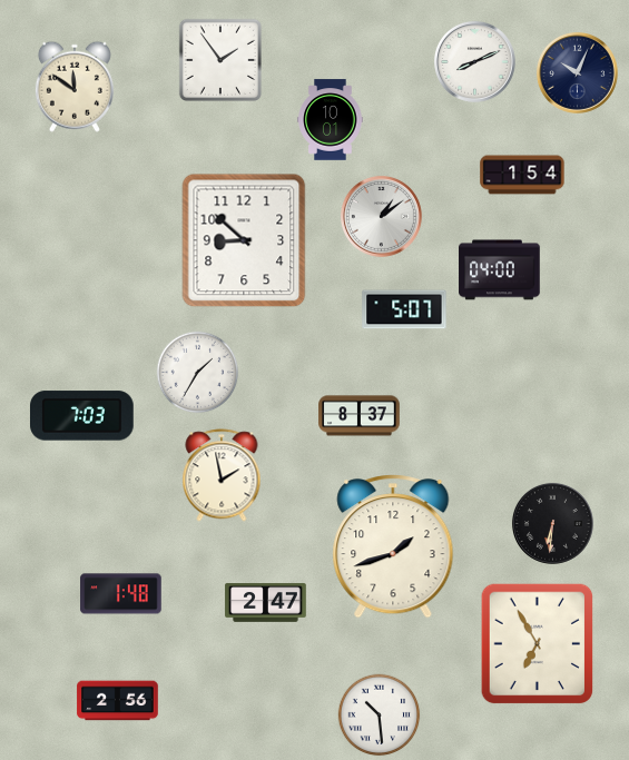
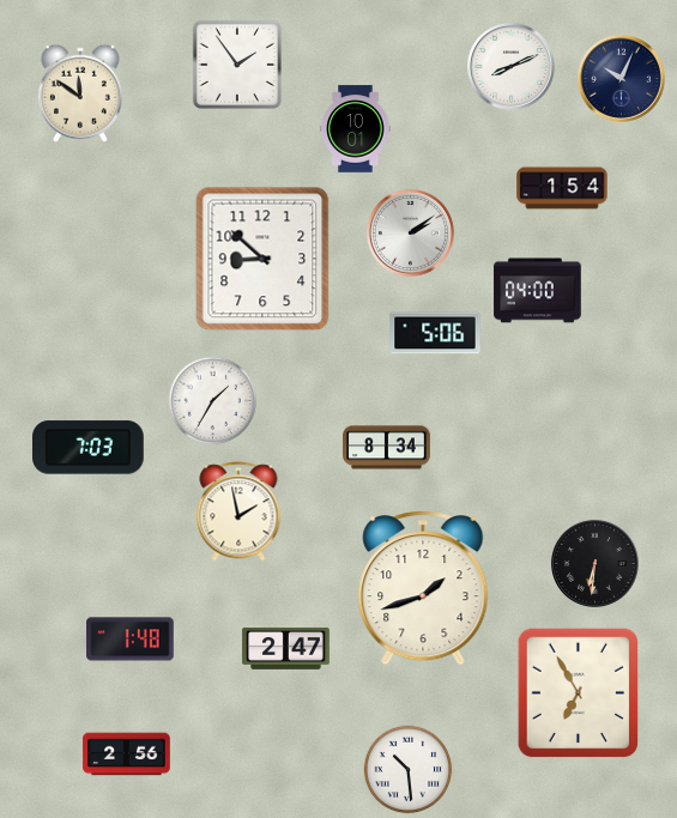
clock at (381, 216): 1:09 -> 2:09
clock at (404, 309): 5:07 -> 5:06
clock at (360, 416): 8:37 -> 8:34
